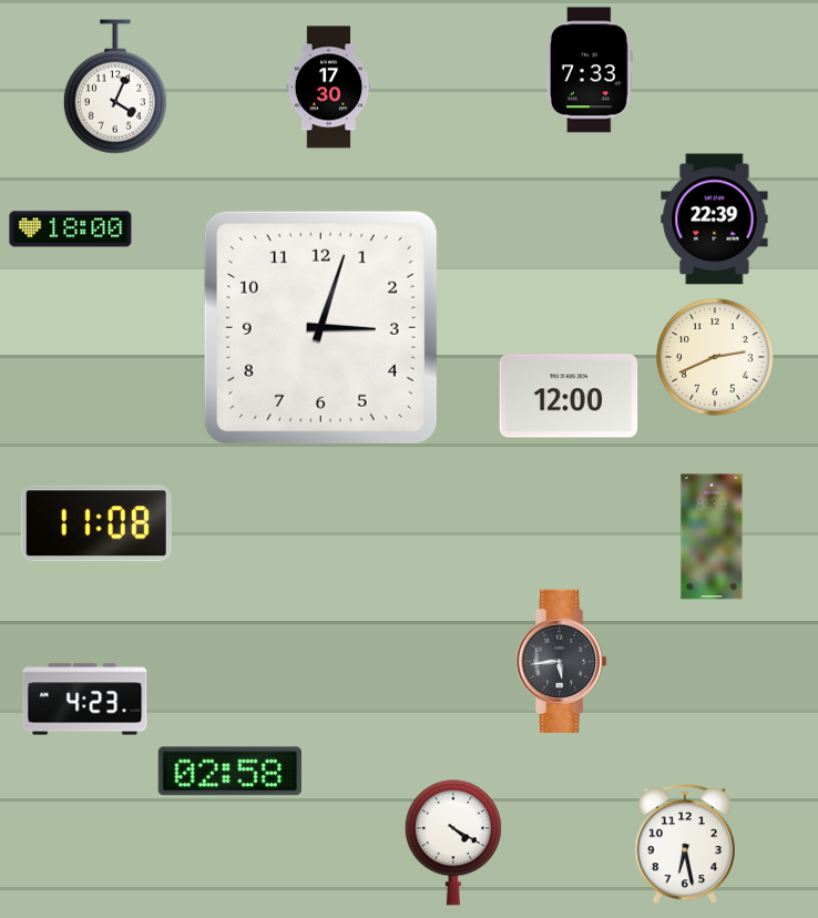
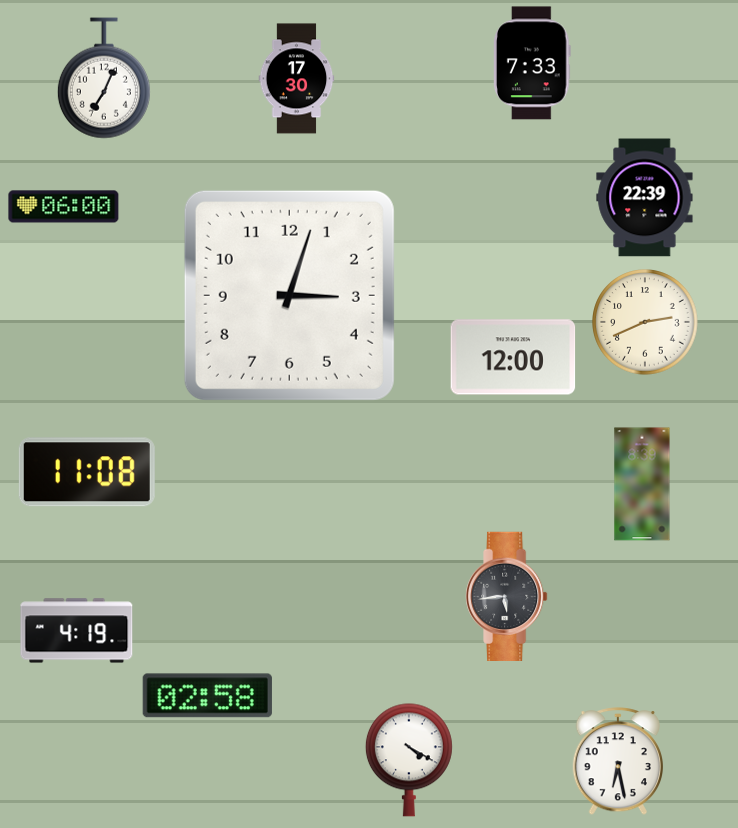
clock at (115, 86): 4:04 -> 7:04
clock at (71, 229): 18:00 -> 06:00
clock at (85, 700): 4:23 -> 4:19
